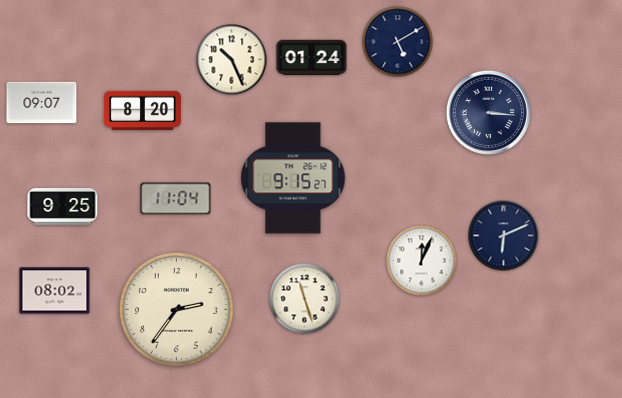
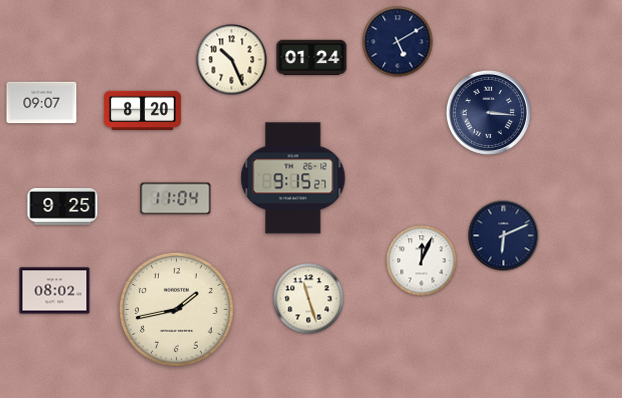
clock at (305, 299) position: (305, 299) -> (309, 299)
clock at (176, 309): 2:36 -> 1:43
